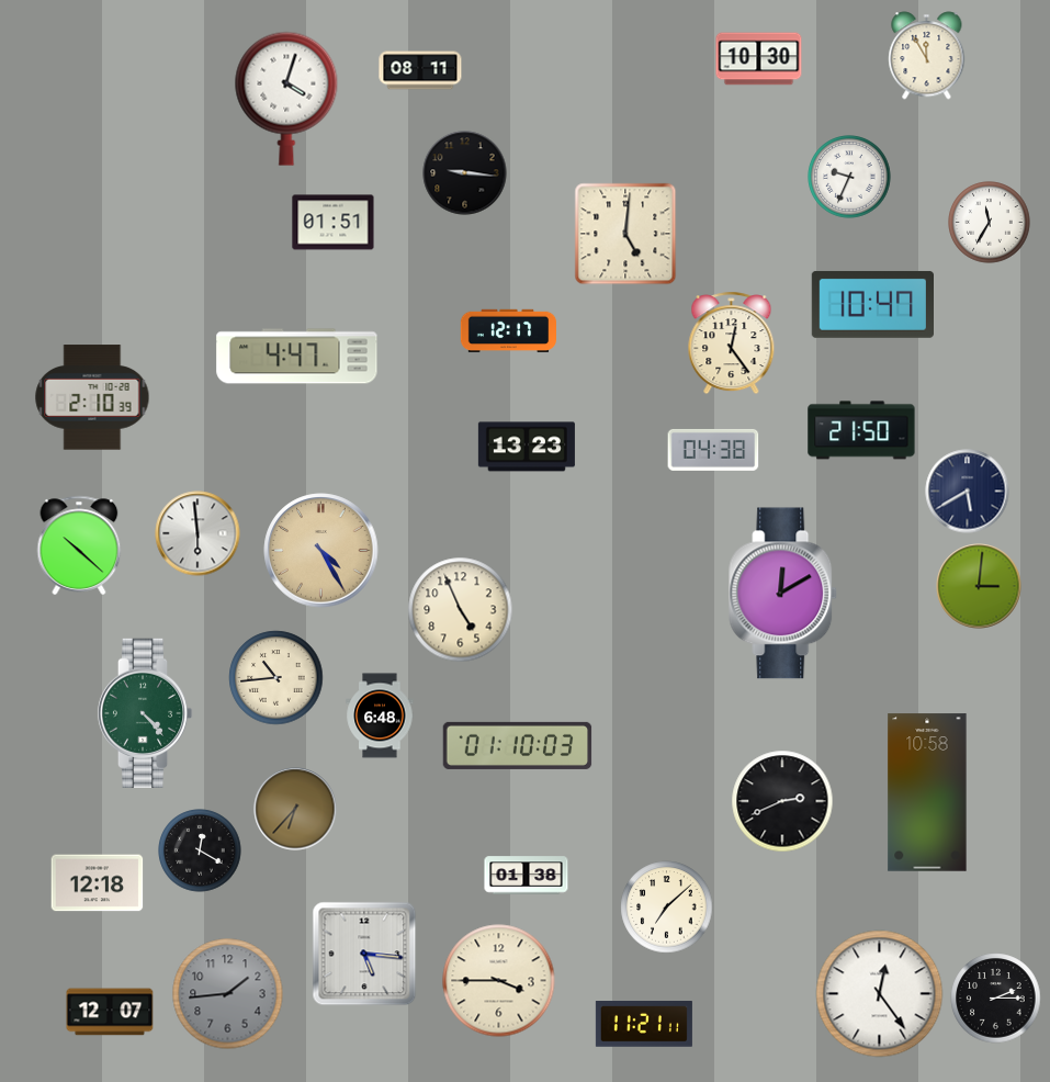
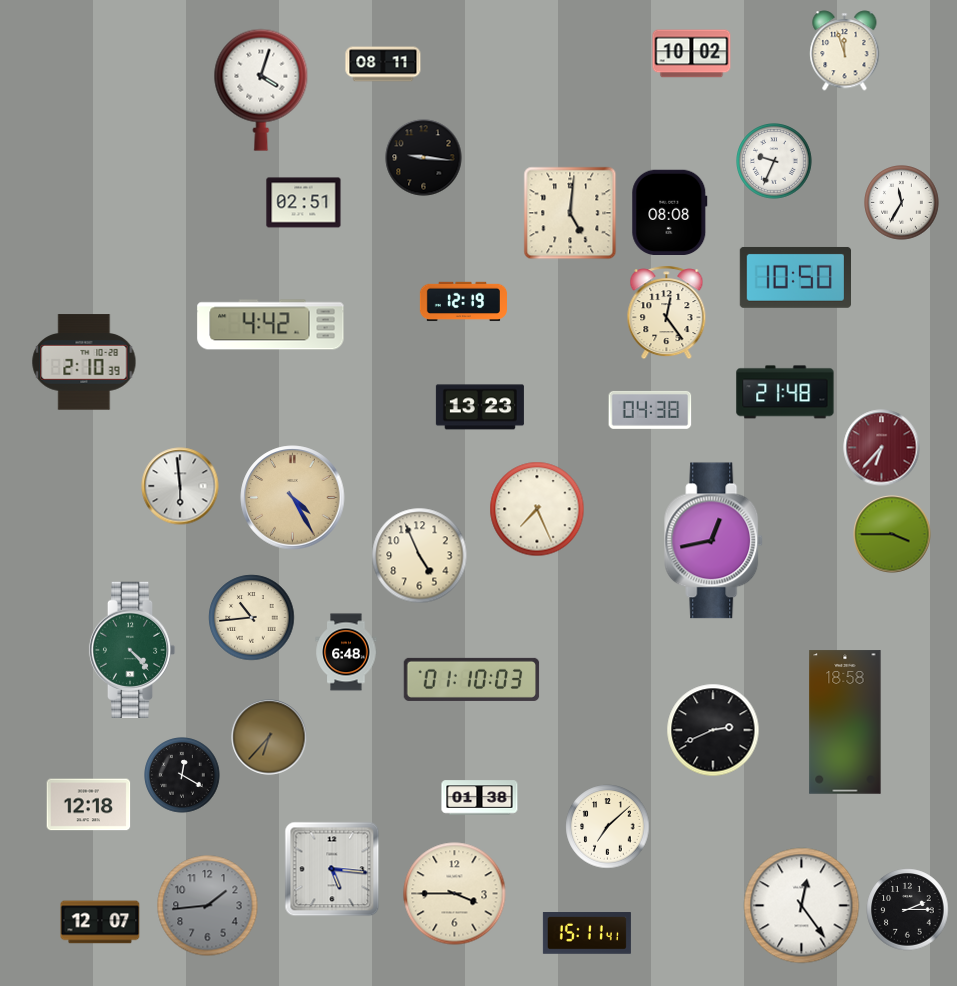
clock at (927, 56): 11:55 -> 11:57
clock at (759, 59): 10:30 -> 10:02
clock at (334, 223): 01:51 -> 02:51
clock at (670, 212): none -> 08:08
clock at (872, 304): 10:47 -> 10:50
clock at (508, 331): 12:17 -> 12:19
clock at (297, 357): 4:47 -> 4:42
clock at (861, 430): 21:50 -> 21:48
clock at (968, 492): 5:40 -> 6:37
clock at (968, 492) dial: navy -> burgundy
clock at (79, 545): 10:22 -> none
clock at (321, 551) position: (321, 551) -> (293, 498)
clock at (537, 509): none -> 7:26
clock at (979, 586): 3:01 -> 3:45
clock at (783, 594): 12:10 -> 12:43
clock at (927, 792): 10:58 -> 18:58
clock at (644, 1025): 11:21 -> 15:11
